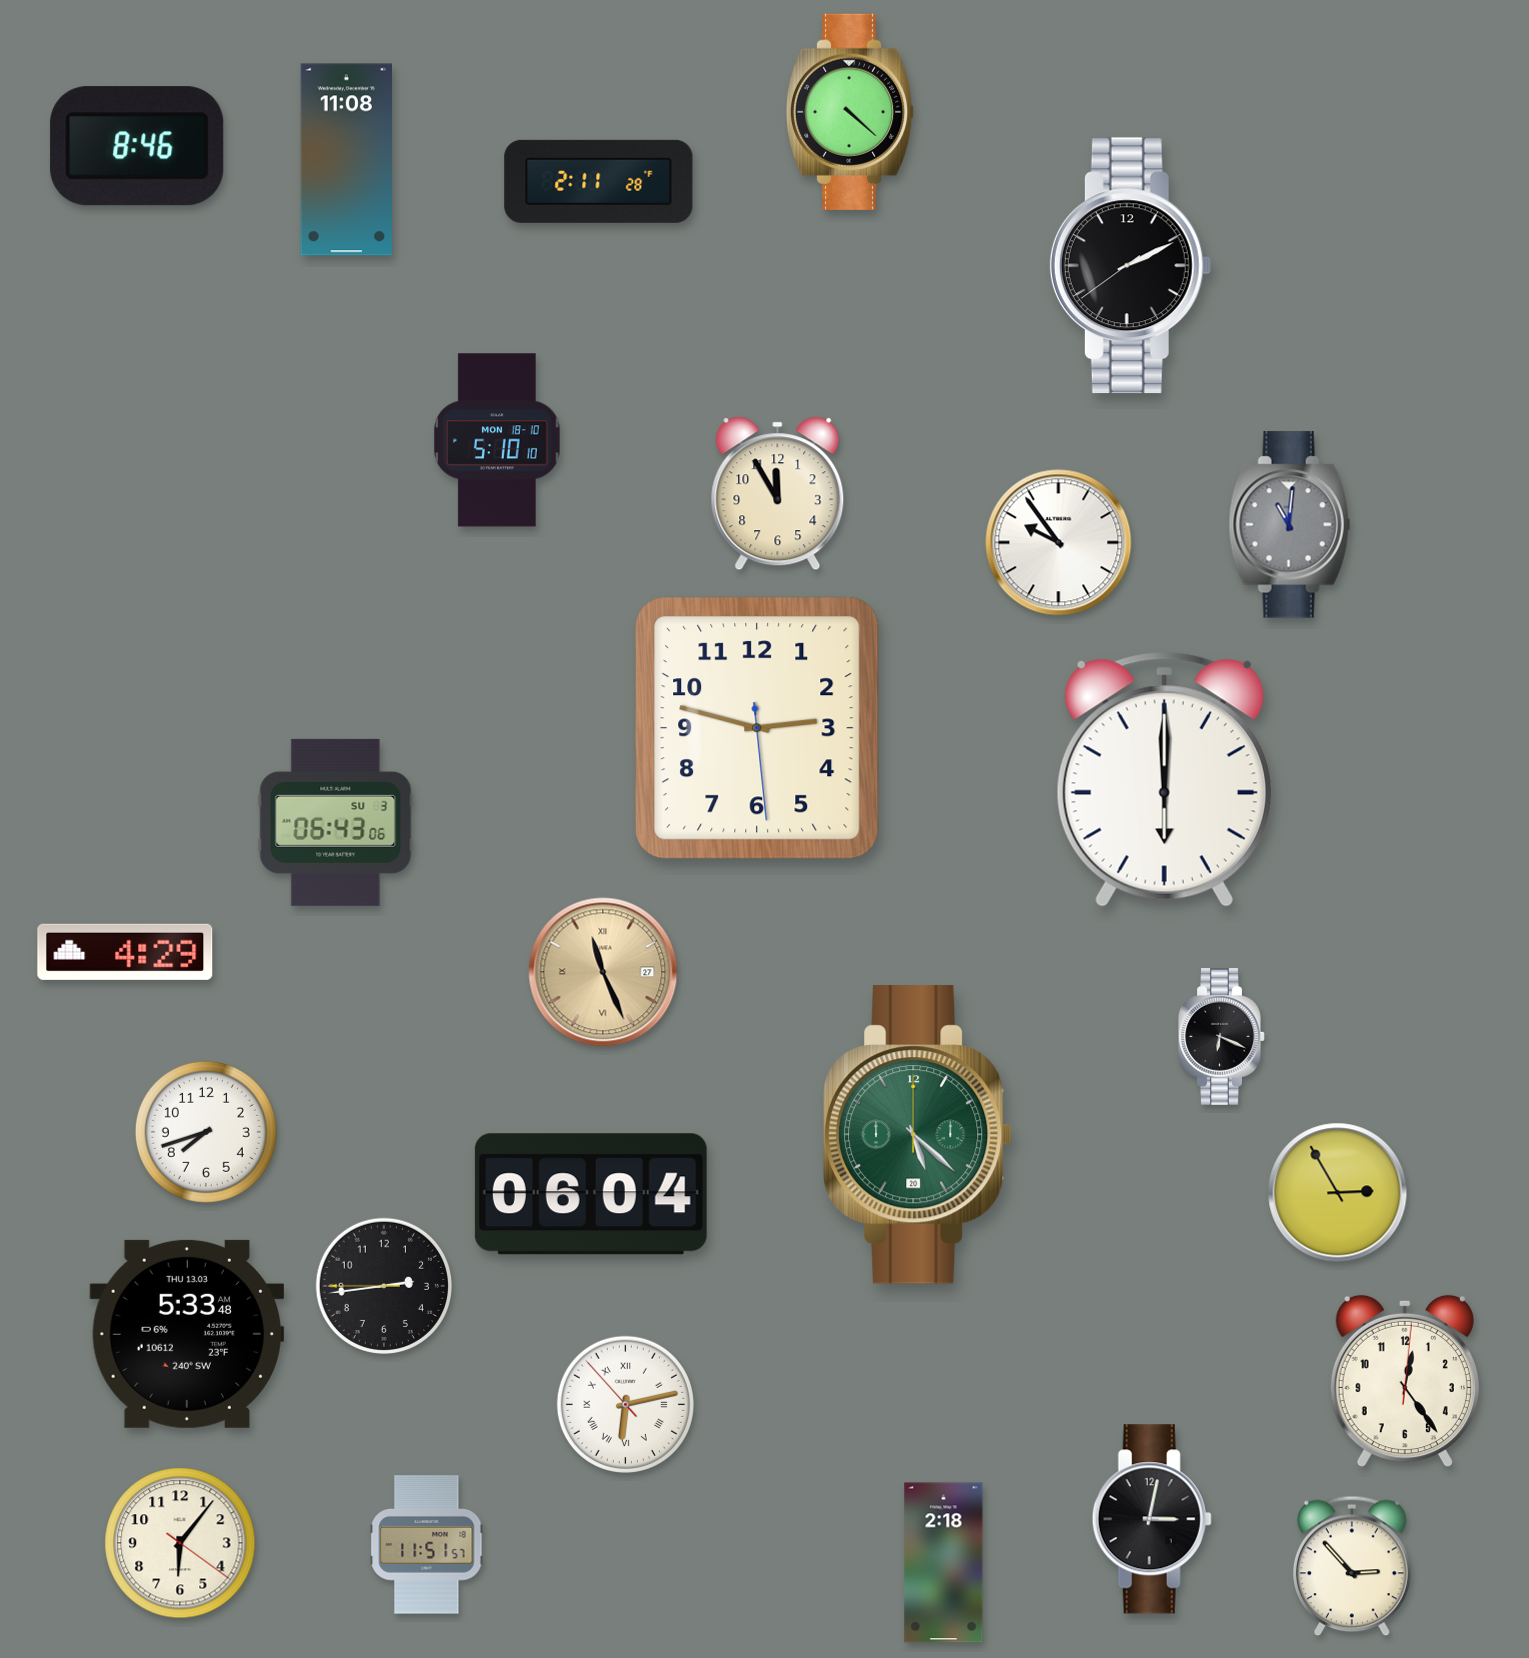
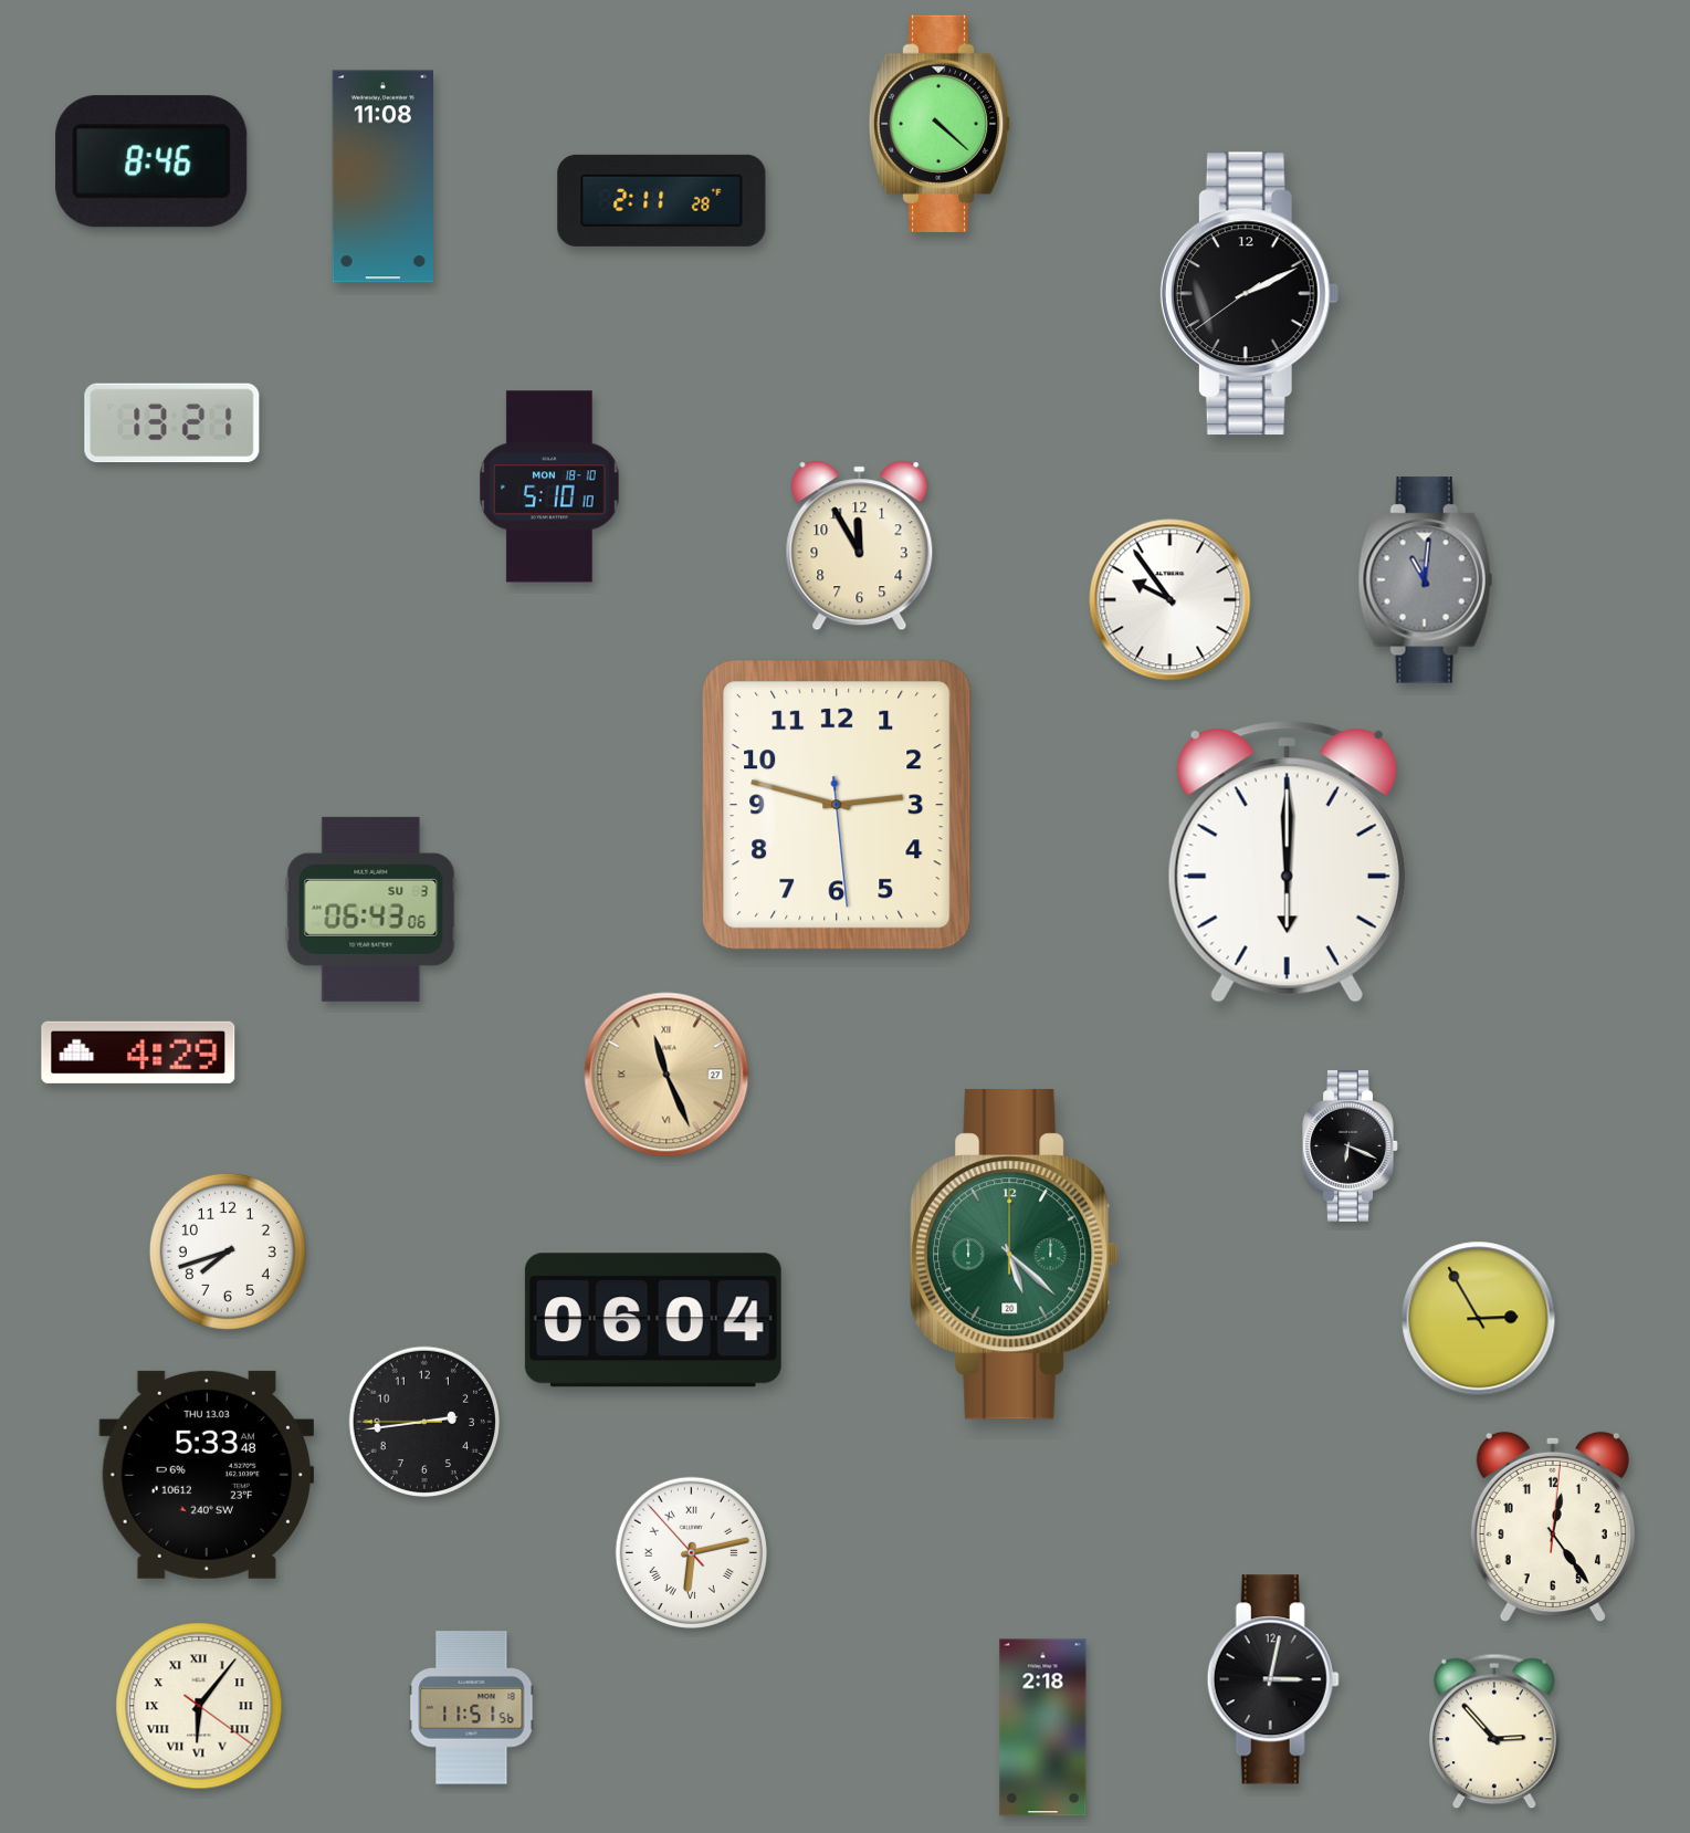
clock at (172, 423): none -> 13:21
clock at (180, 1543) numerals: Arabic -> Roman
clock at (427, 1545): 11:51:57 -> 11:51:56
